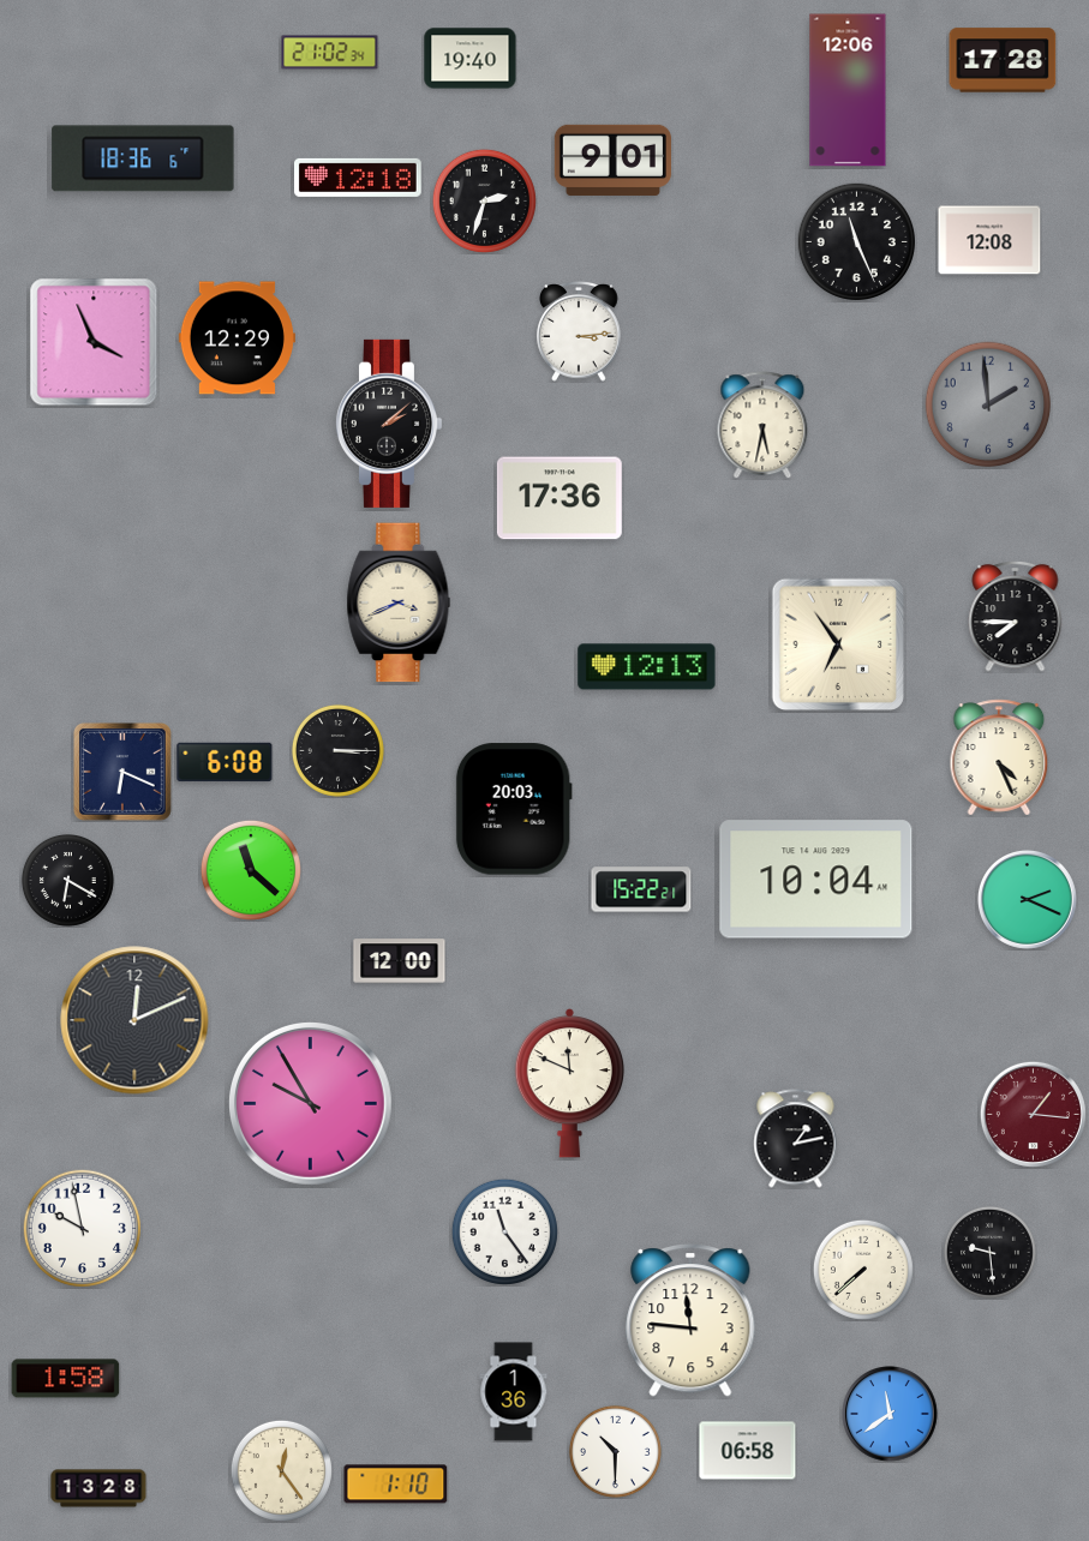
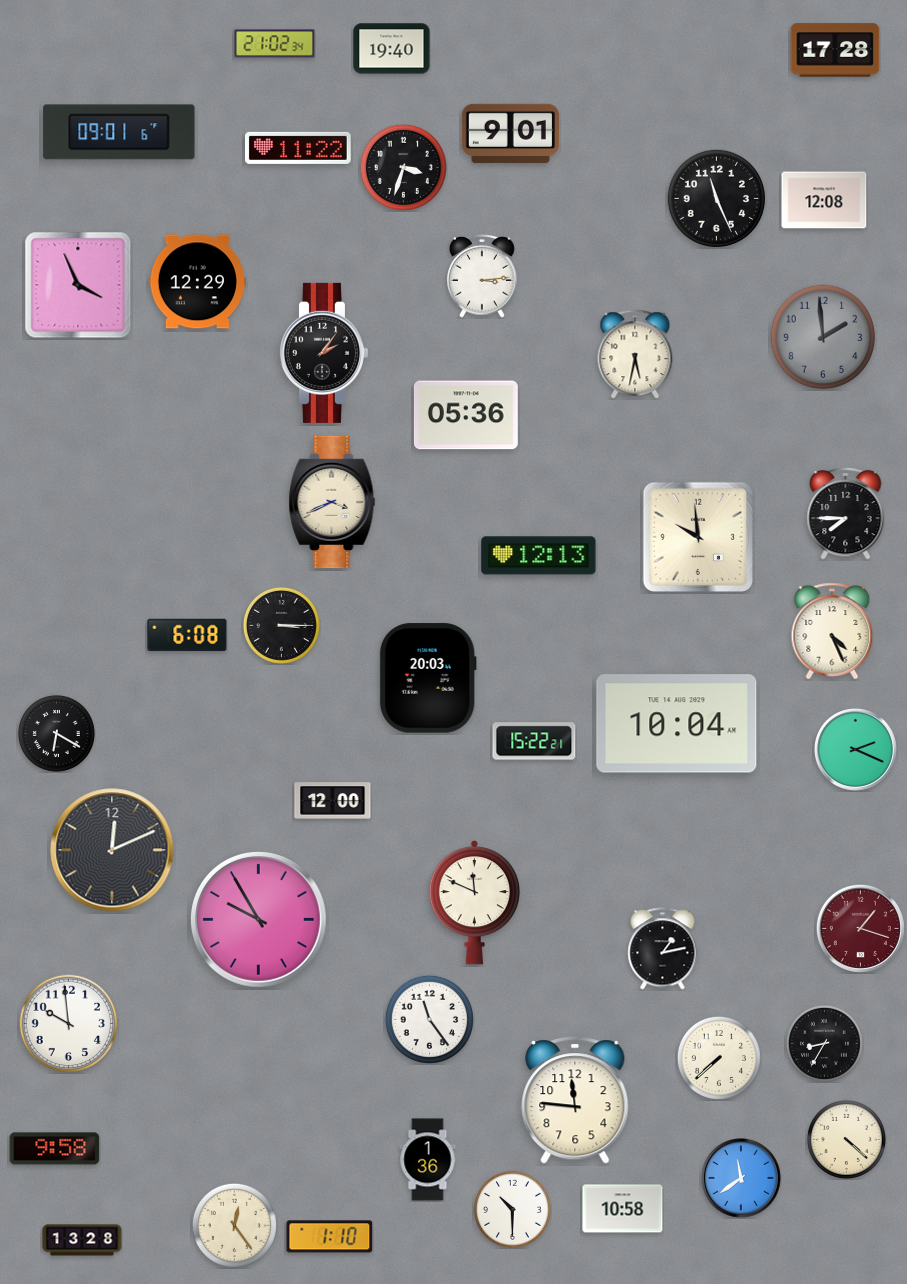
clock at (848, 90): 12:06 -> none
clock at (143, 158): 18:36 -> 09:01
clock at (359, 178): 12:18 -> 11:22
clock at (484, 200): 2:33 -> 3:33
clock at (856, 241) position: (856, 241) -> (716, 198)
clock at (388, 424): 2:08 -> 2:06
clock at (560, 498): 17:36 -> 05:36
clock at (837, 643): 6:54 -> 9:59
clock at (124, 773): 6:19 -> none
clock at (514, 809) position: (514, 809) -> (428, 678)
clock at (251, 870): 11:22 -> none
clock at (816, 880) position: (816, 880) -> (677, 724)
clock at (1033, 1114): 1:16 -> 1:18
clock at (82, 1228): 9:58 -> 9:59
clock at (504, 1231) position: (504, 1231) -> (429, 1019)
clock at (989, 1252): 9:29 -> 8:35
clock at (846, 1139): none -> 4:22
clock at (66, 1379): 1:58 -> 9:58
clock at (748, 1451): 06:58 -> 10:58
